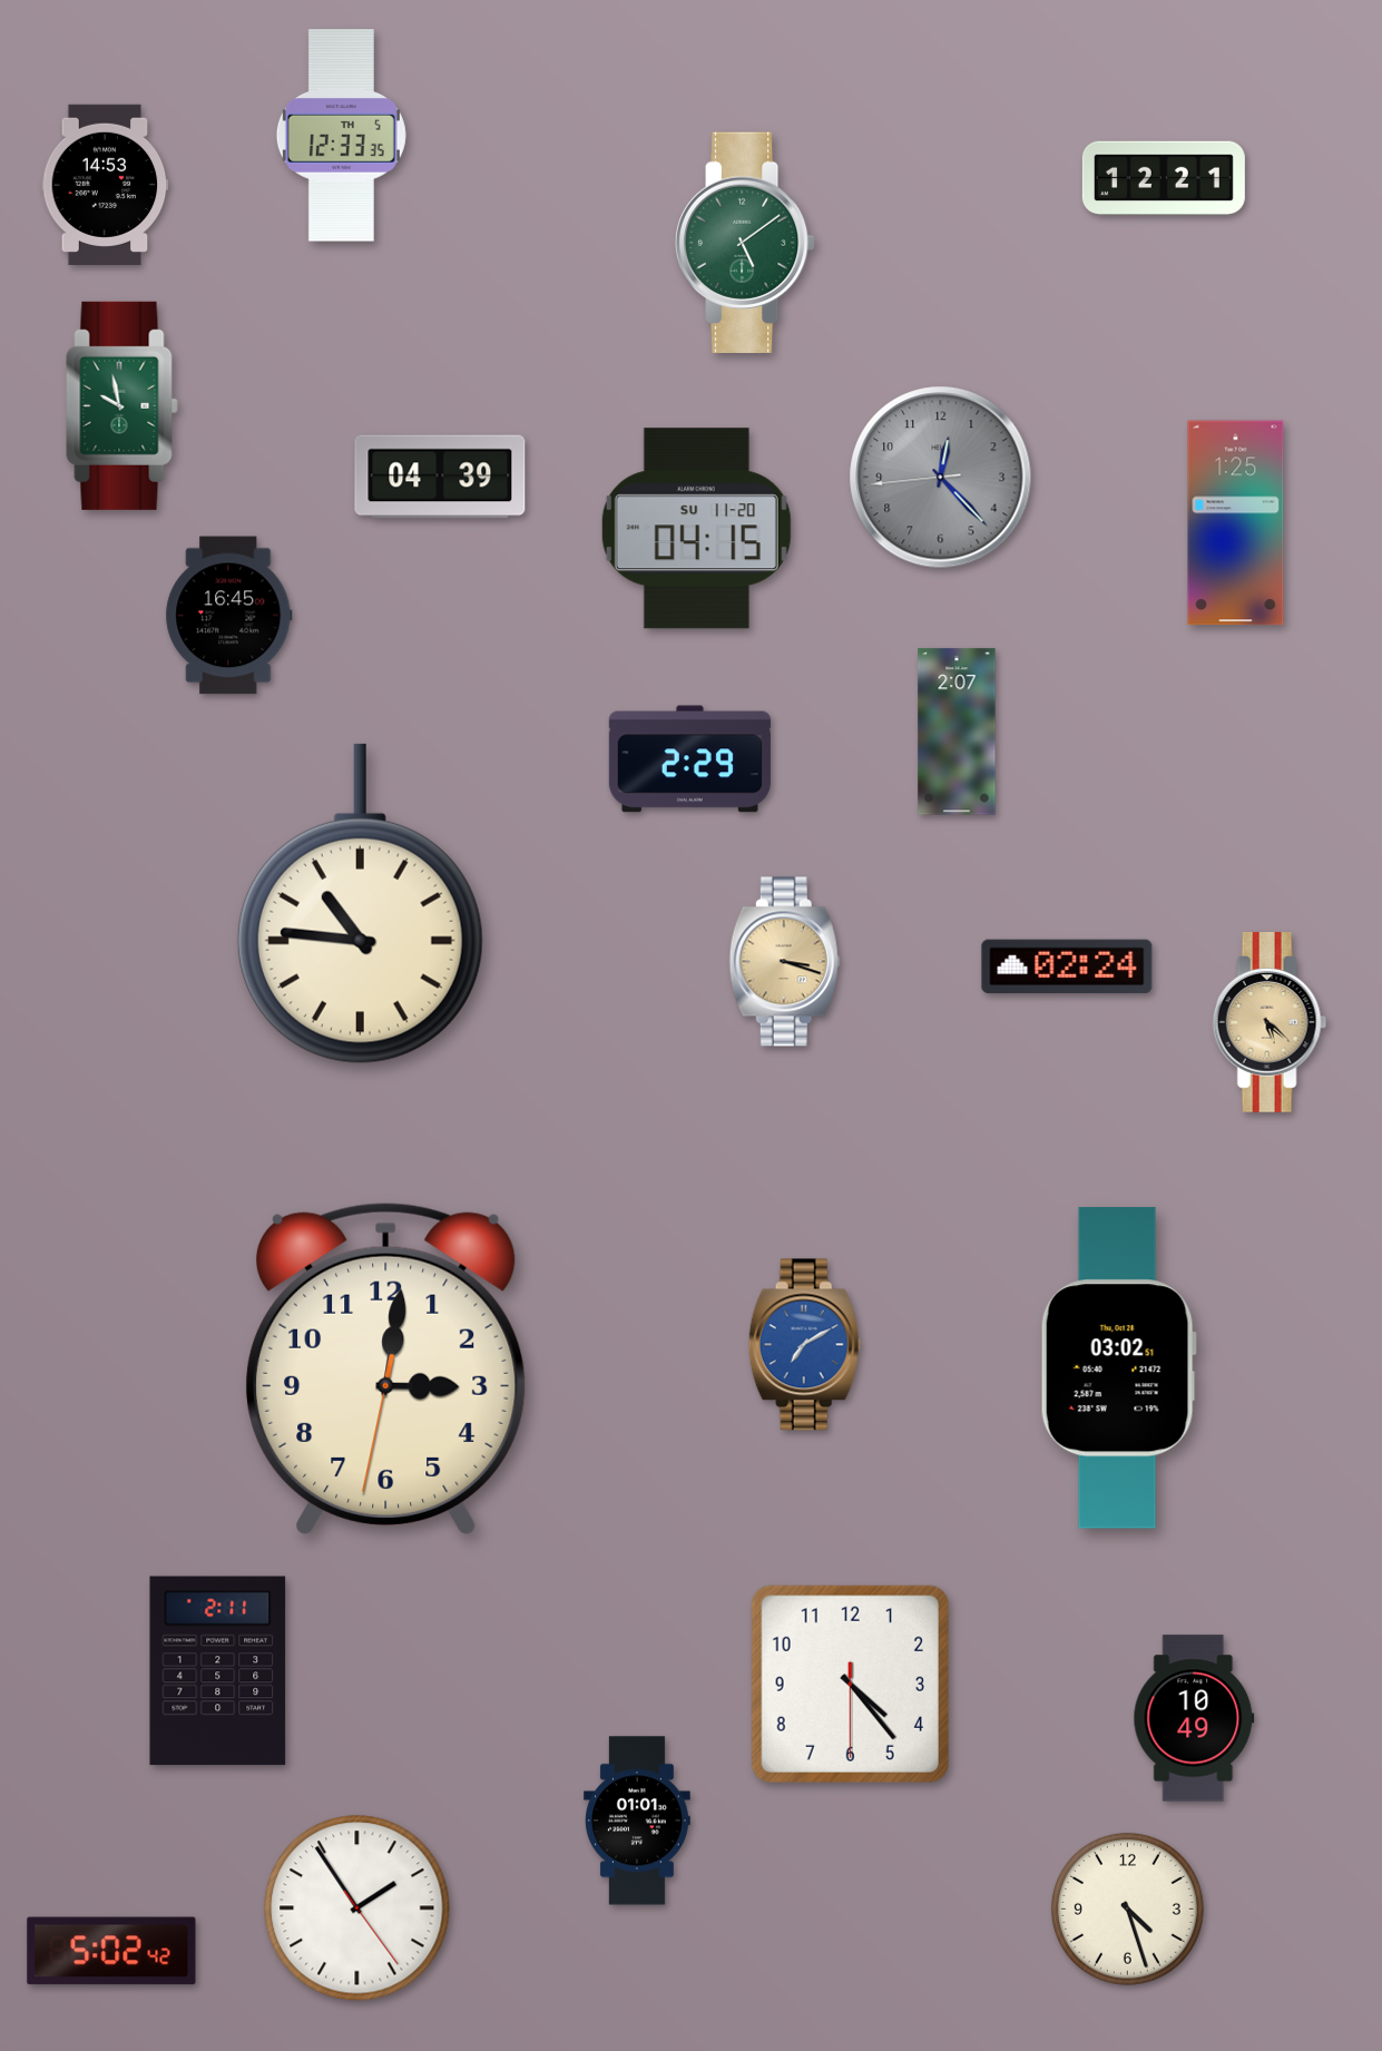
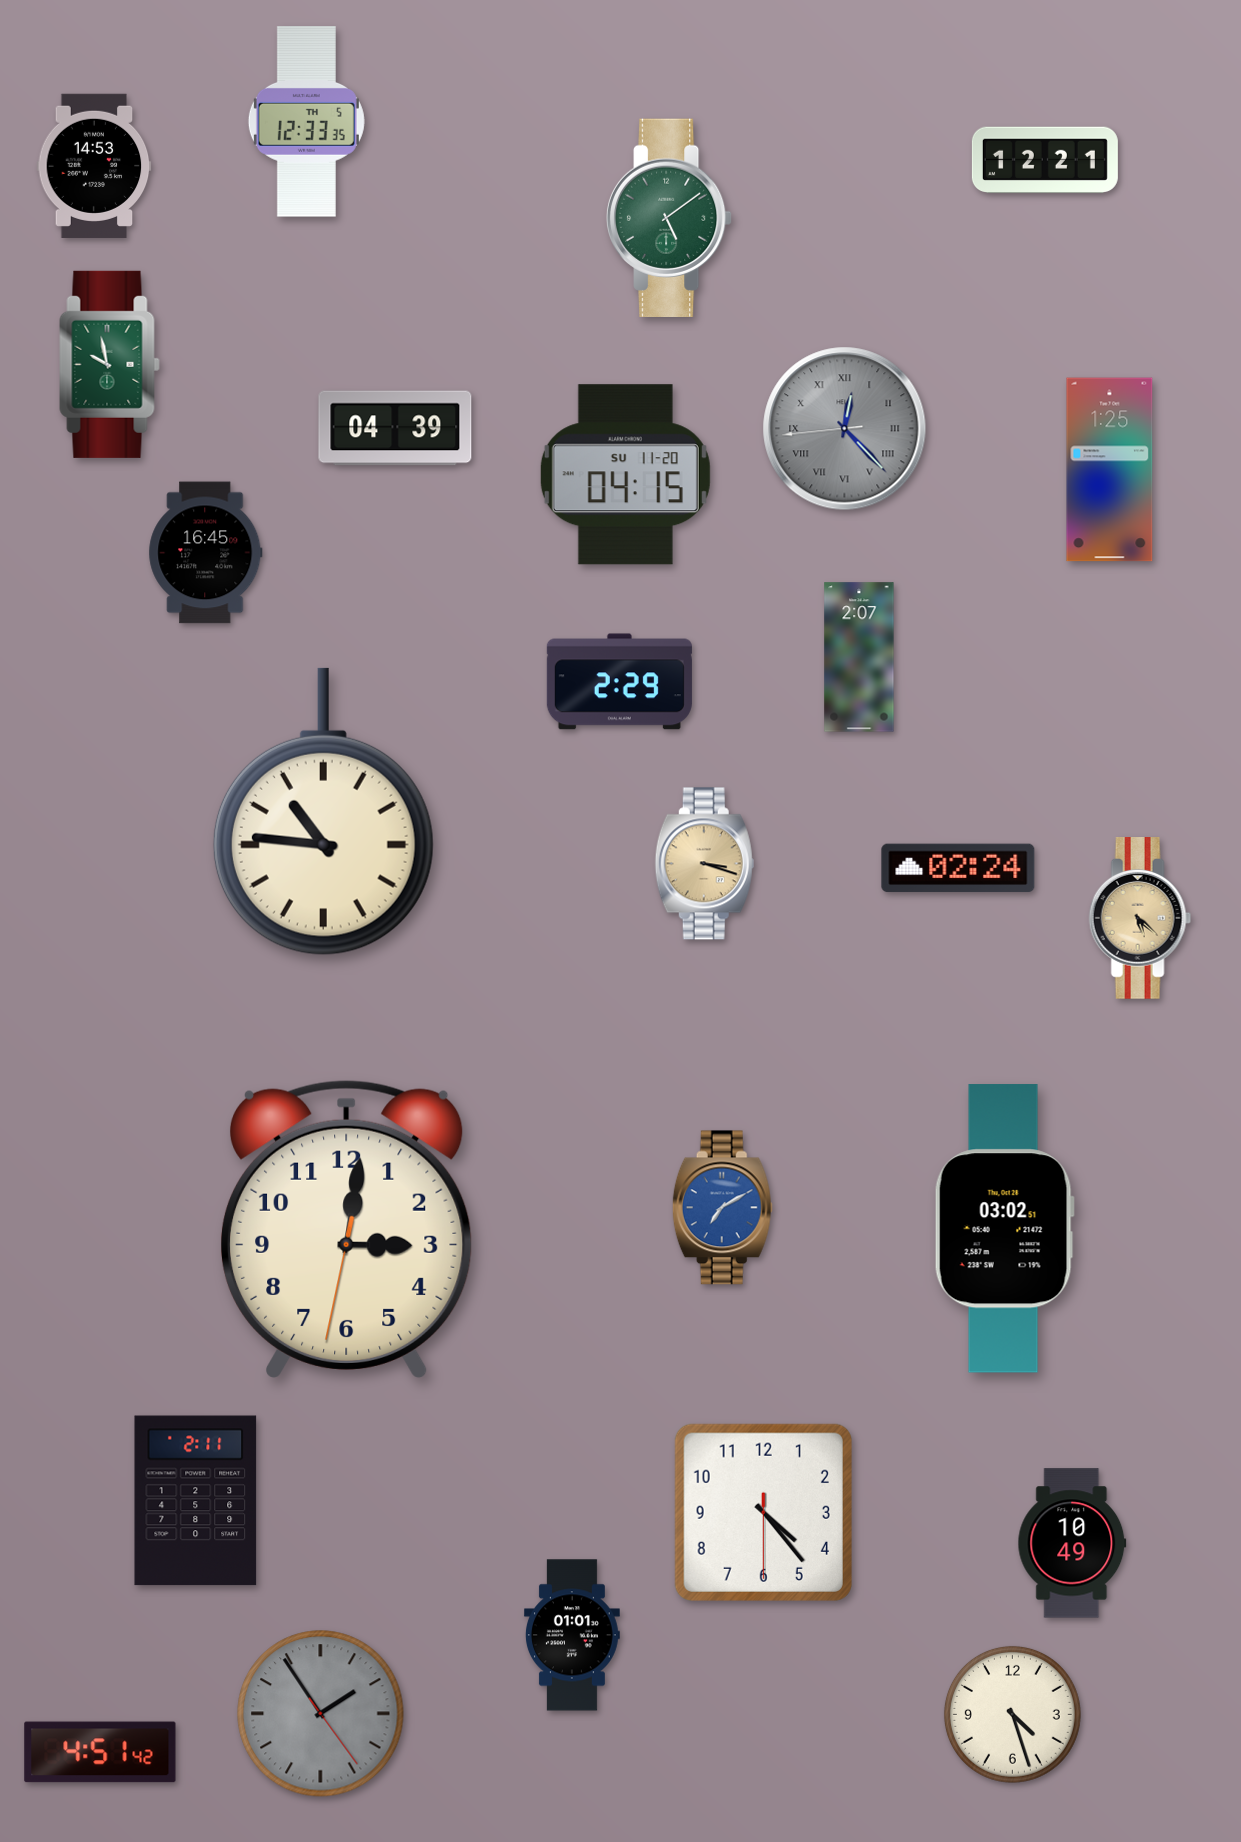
clock at (941, 478) numerals: Arabic -> Roman
clock at (357, 1908) dial: white -> grey
clock at (111, 1951): 5:02 -> 4:51
